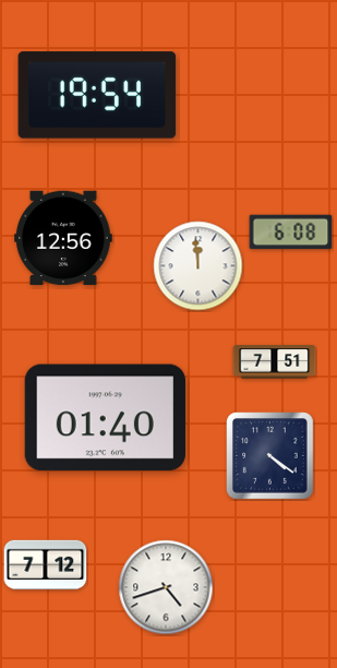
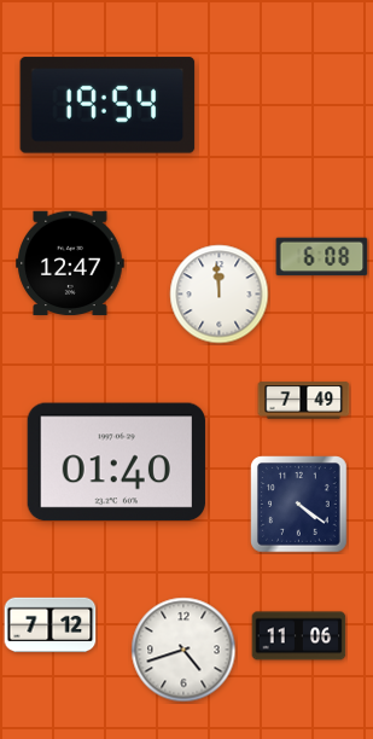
clock at (63, 238): 12:56 -> 12:47
clock at (275, 362): 7:51 -> 7:49
clock at (299, 636): none -> 11:06
